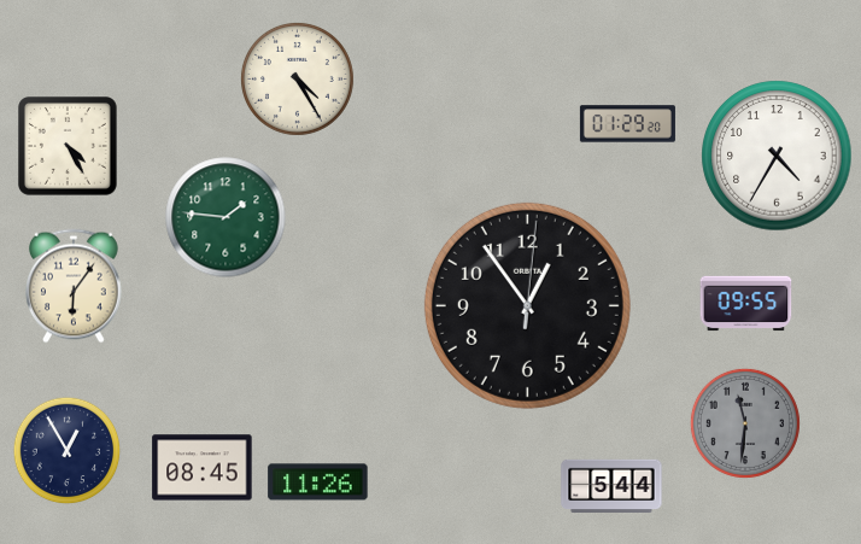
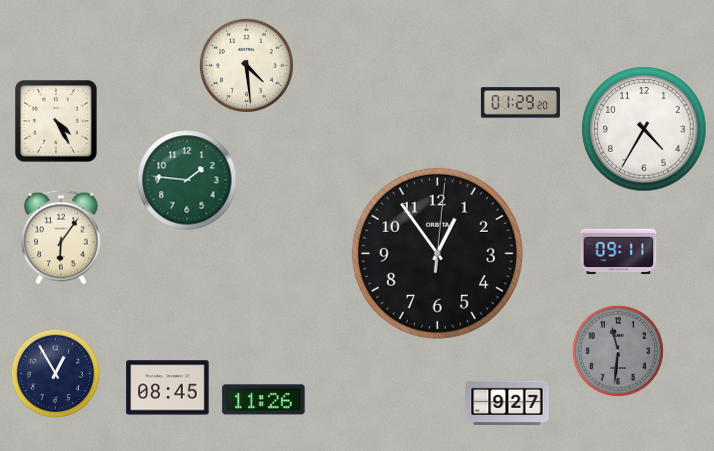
clock at (297, 78): 4:25 -> 4:29
clock at (746, 304): 09:55 -> 09:11
clock at (611, 486): 5:44 -> 9:27
